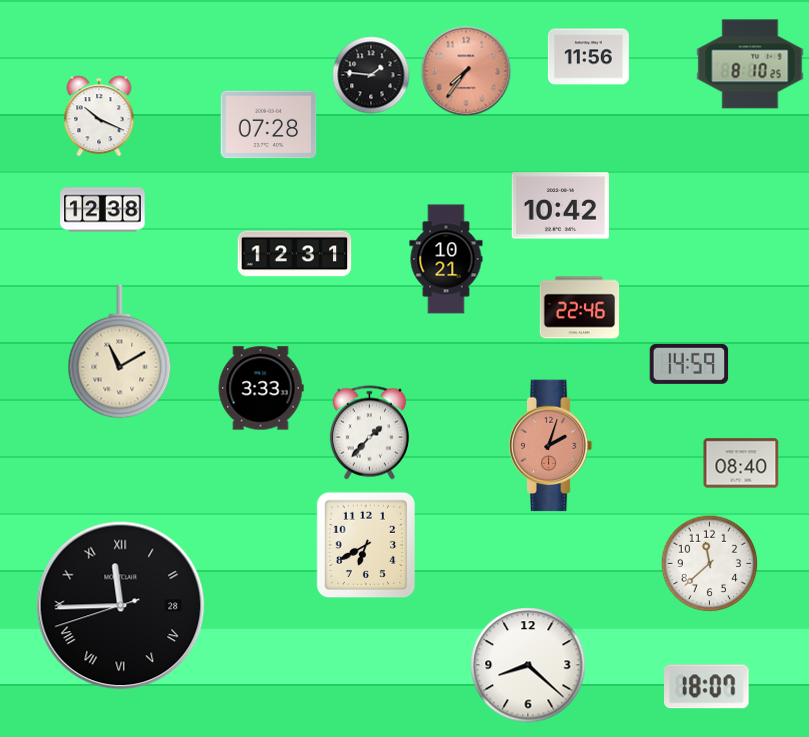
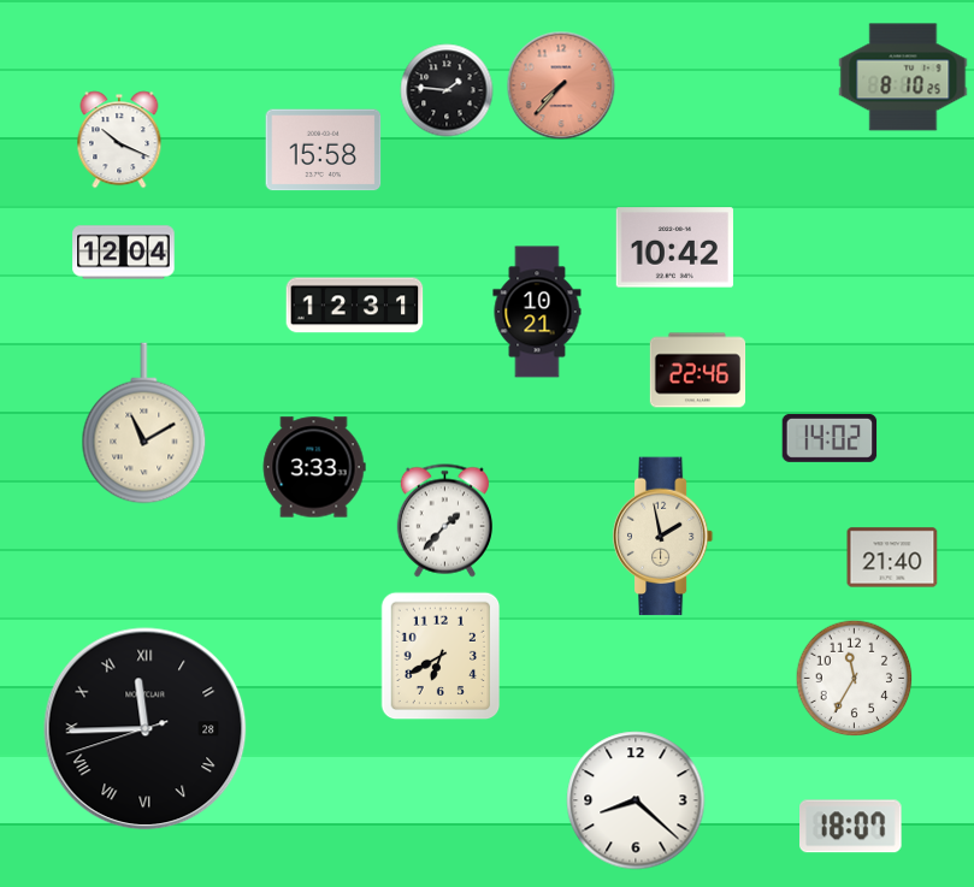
clock at (588, 57): 11:56 -> none
clock at (466, 71): 7:36 -> 7:37
clock at (269, 125): 07:28 -> 15:58
clock at (103, 210): 12:38 -> 12:04
clock at (689, 364): 14:59 -> 14:02
clock at (551, 446): 2:03 -> 1:58
clock at (551, 446) dial: salmon -> cream
clock at (741, 463): 08:40 -> 21:40
clock at (710, 564): 11:38 -> 11:35
